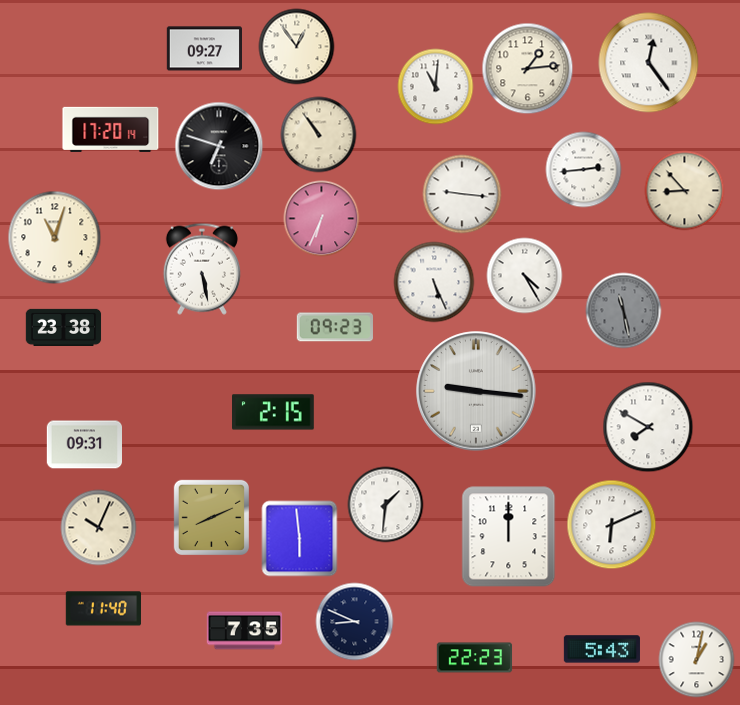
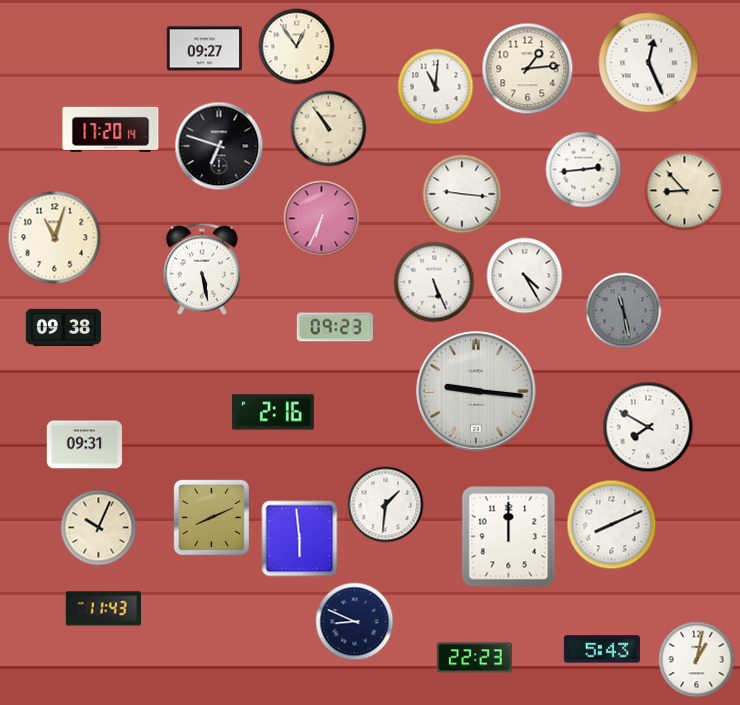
clock at (649, 63): 12:24 -> 12:26
clock at (319, 135) position: (319, 135) -> (329, 129)
clock at (64, 327): 23:38 -> 09:38
clock at (274, 412): 2:15 -> 2:16
clock at (612, 525): 6:11 -> 8:11
clock at (103, 609): 11:40 -> 11:43
clock at (245, 631): 7:35 -> none
